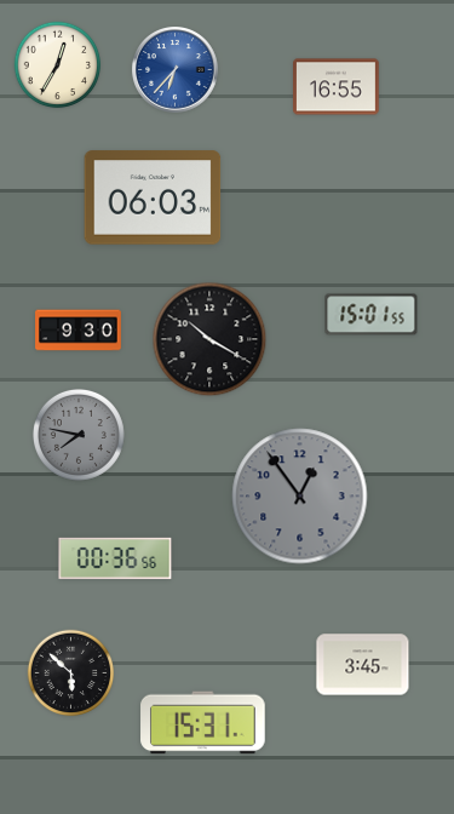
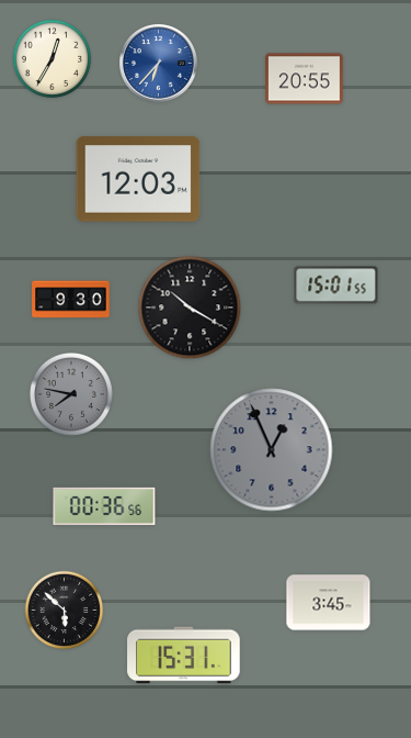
clock at (337, 87): 16:55 -> 20:55
clock at (153, 197): 06:03 -> 12:03
clock at (300, 497): 12:54 -> 12:56
